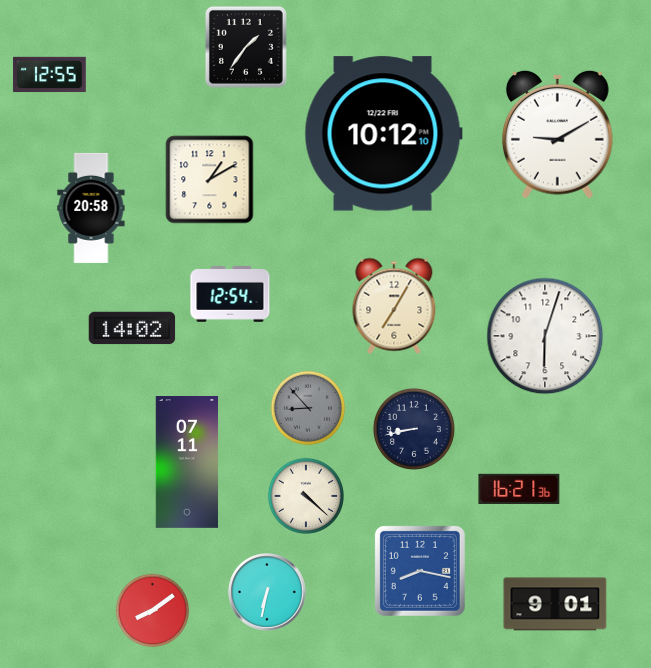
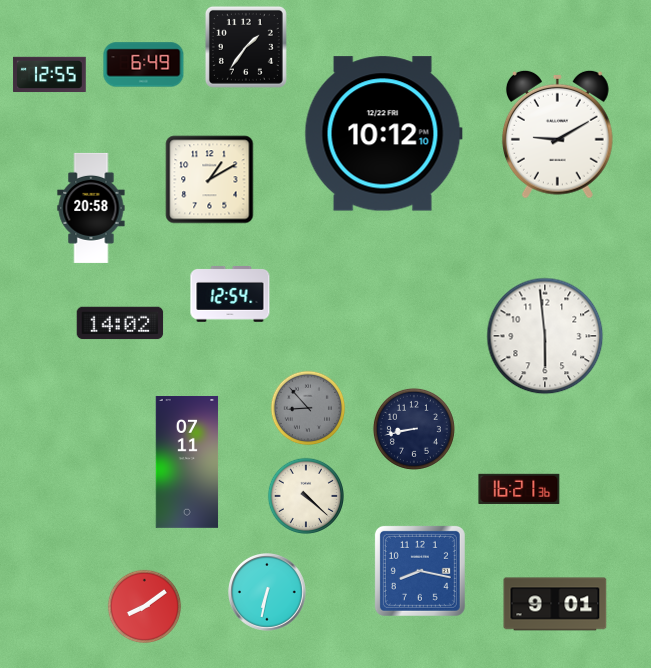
clock at (144, 65): none -> 6:49
clock at (394, 306): 7:05 -> none
clock at (132, 328) position: (132, 328) -> (120, 323)
clock at (545, 336): 6:03 -> 5:59
clock at (153, 611) position: (153, 611) -> (145, 607)
